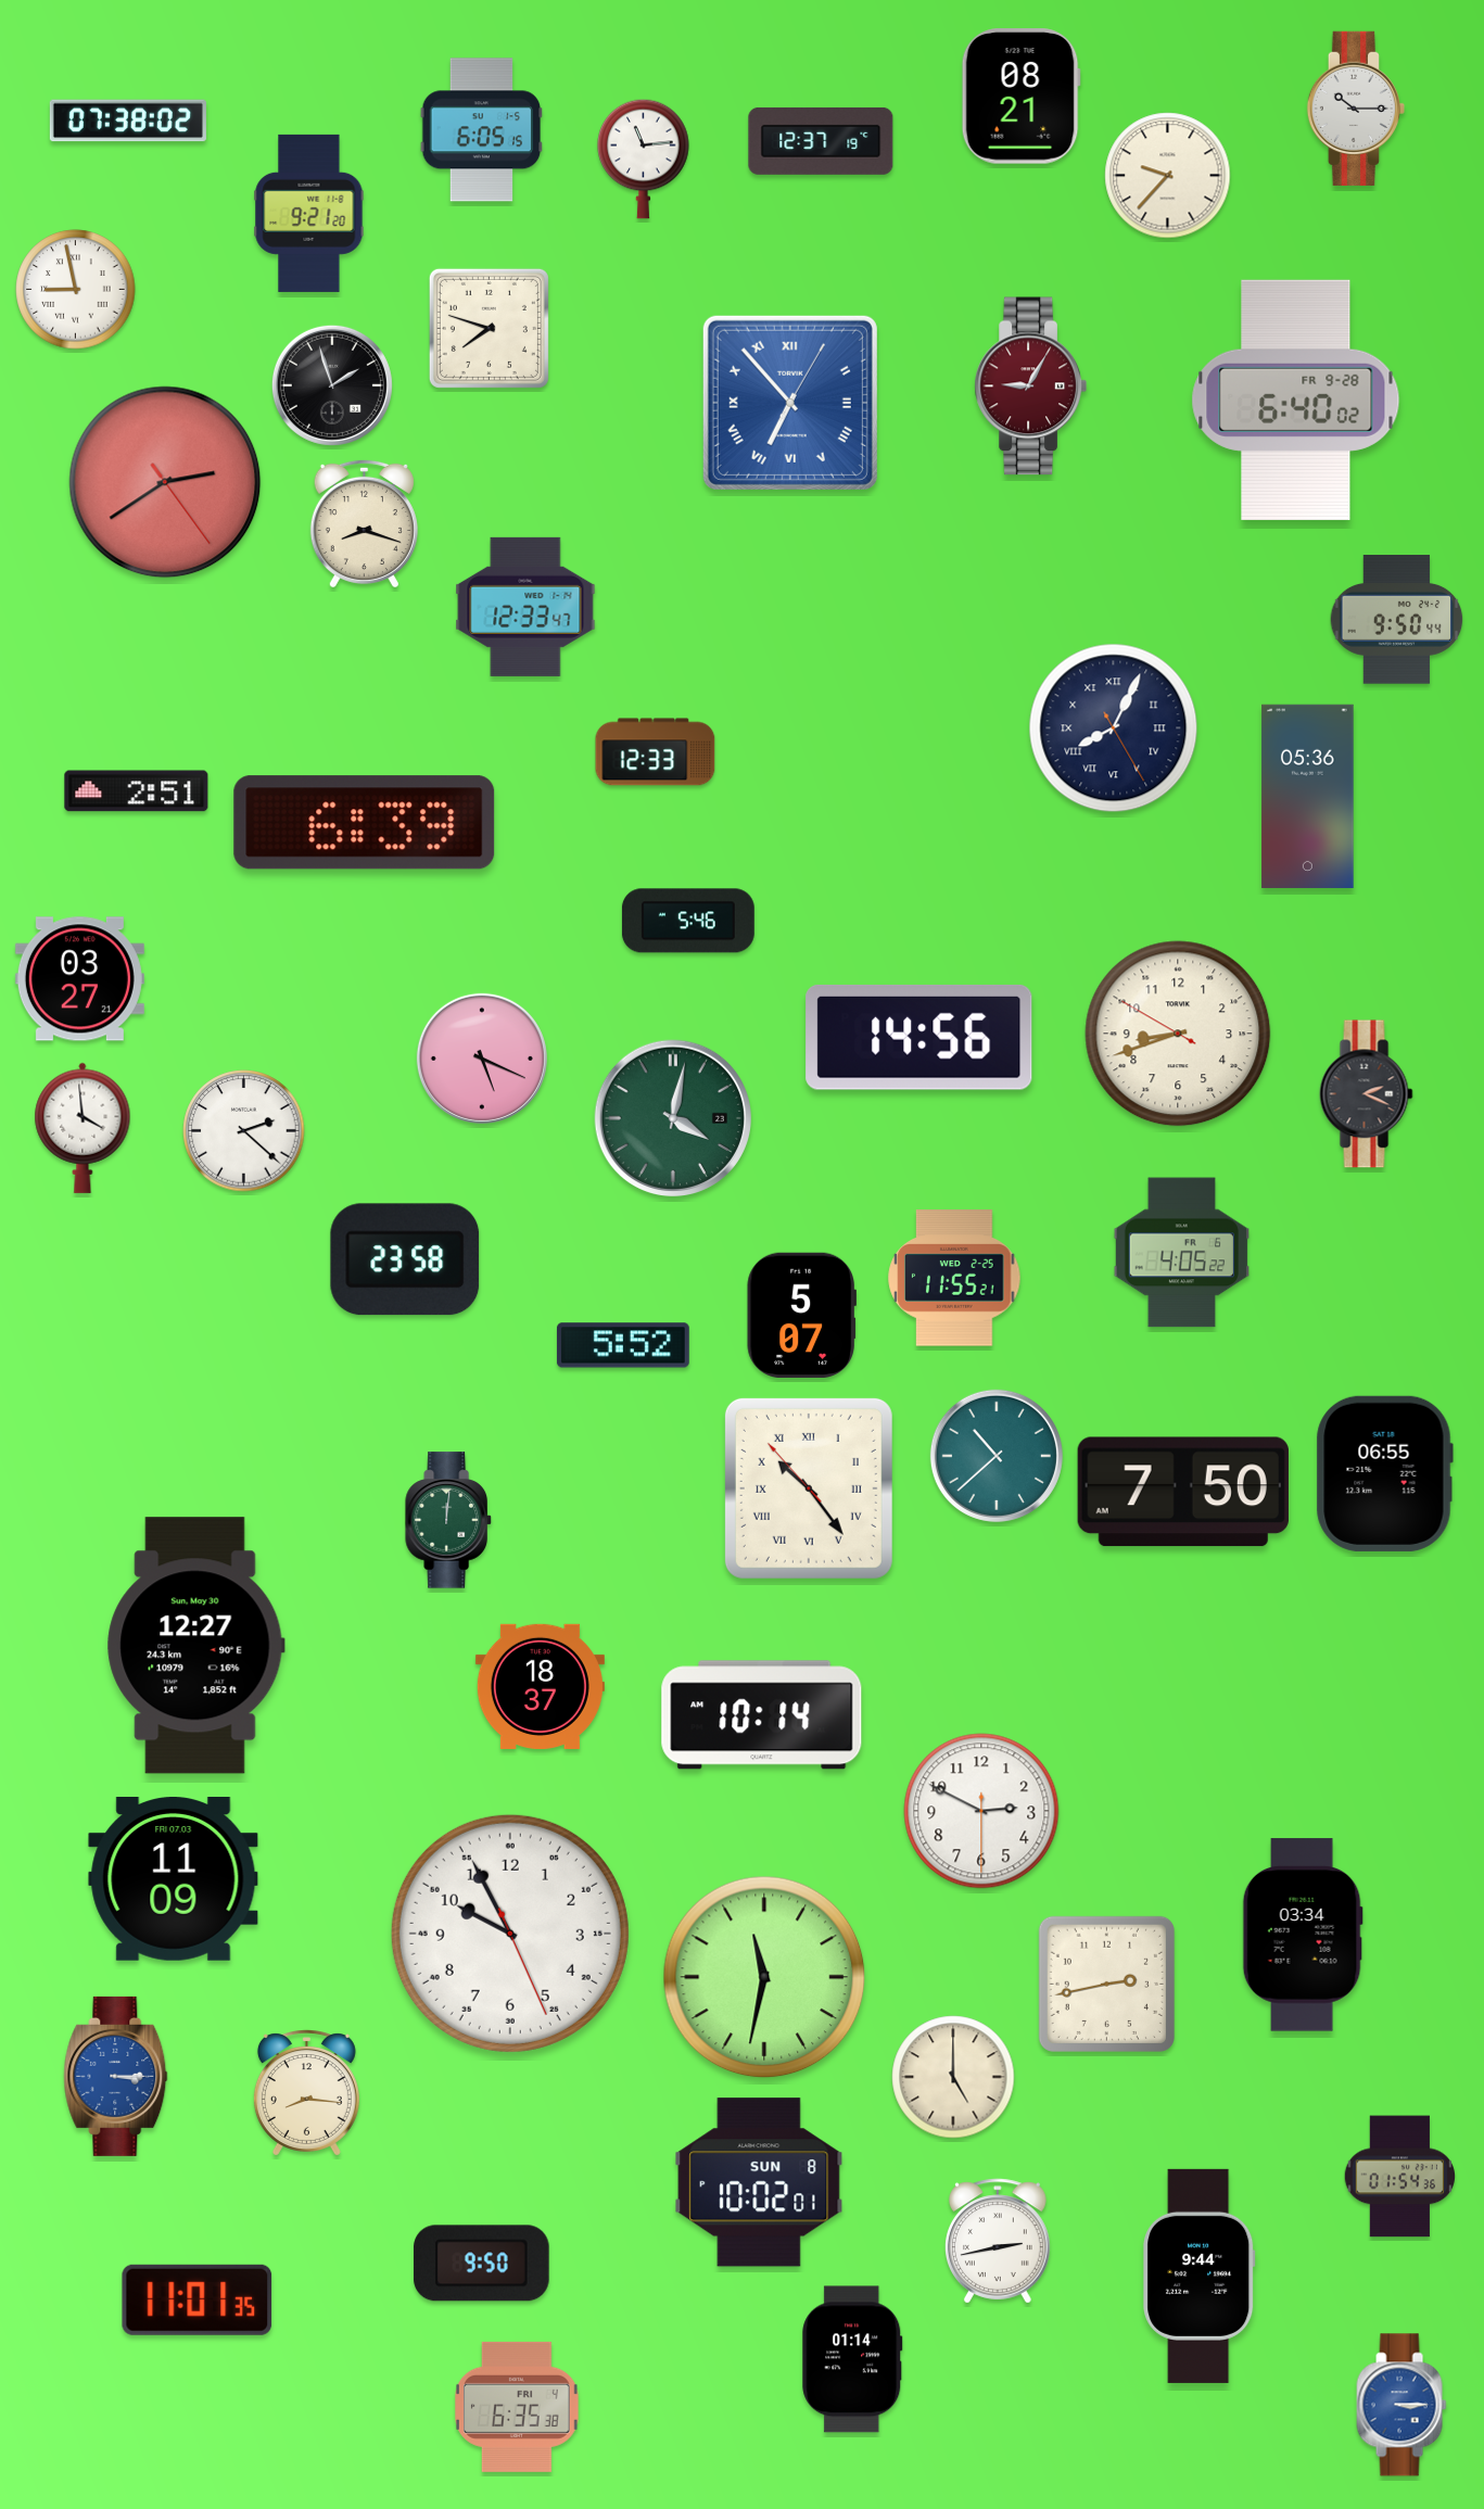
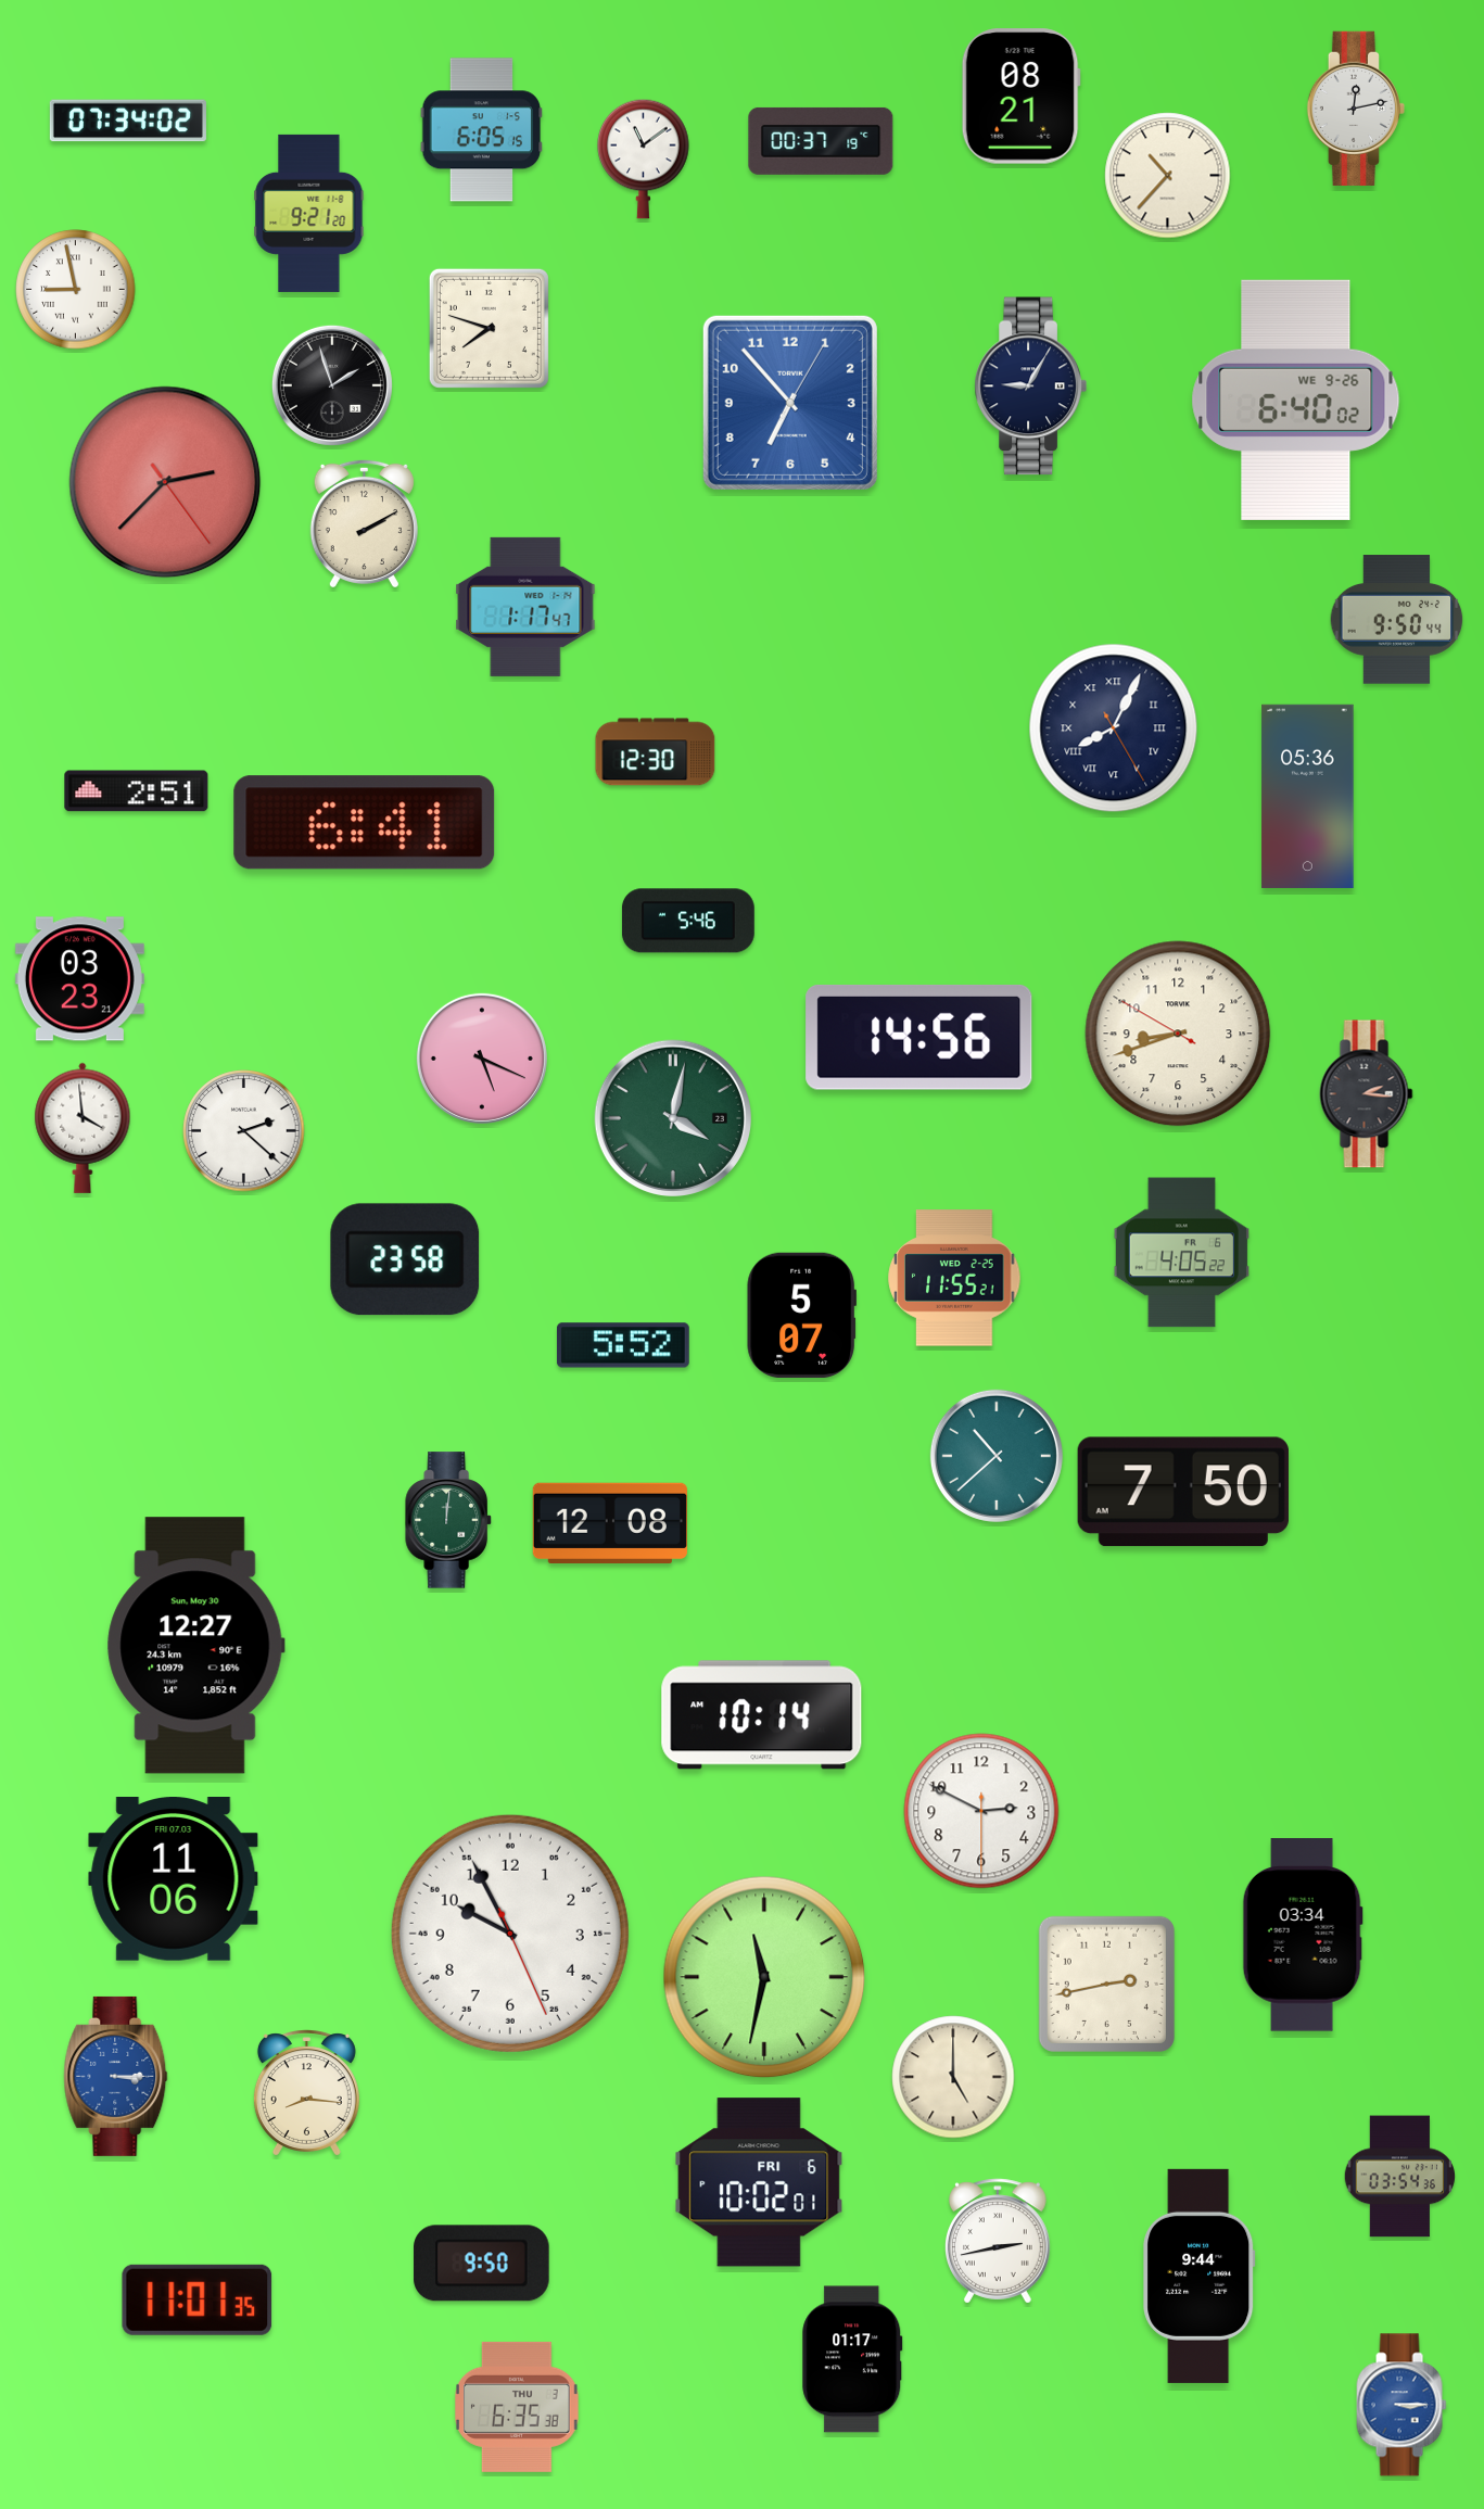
clock at (1355, 109): 10:15 -> 12:13
clock at (128, 121): 07:38 -> 07:34
clock at (821, 141): 12:37 -> 00:37
clock at (644, 159): 11:14 -> 11:09
clock at (1168, 176): 9:37 -> 10:37
clock at (1030, 387) dial: burgundy -> navy
clock at (1296, 400) date: FR 9-28 -> WE 9-26
clock at (790, 403) numerals: Roman -> Arabic
clock at (165, 482): 2:39 -> 2:37
clock at (364, 523): 8:18 -> 2:10
clock at (525, 607): 12:33 -> 1:17
clock at (656, 752): 12:33 -> 12:30
clock at (365, 823): 6:39 -> 6:41
clock at (79, 979): 03:27 -> 03:23
clock at (1367, 1094): 2:19 -> 2:16
clock at (1384, 1473): 06:55 -> none
clock at (809, 1488): 10:23 -> none
clock at (609, 1523): none -> 12:08
clock at (540, 1686): 18:37 -> none
clock at (174, 1879): 11:09 -> 11:06
clock at (1399, 2177): 01:54 -> 03:54
clock at (759, 2182) date: SUN 8 -> FRI 6
clock at (852, 2359): 01:14 -> 01:17
clock at (517, 2407) date: FRI 4 -> THU 3
